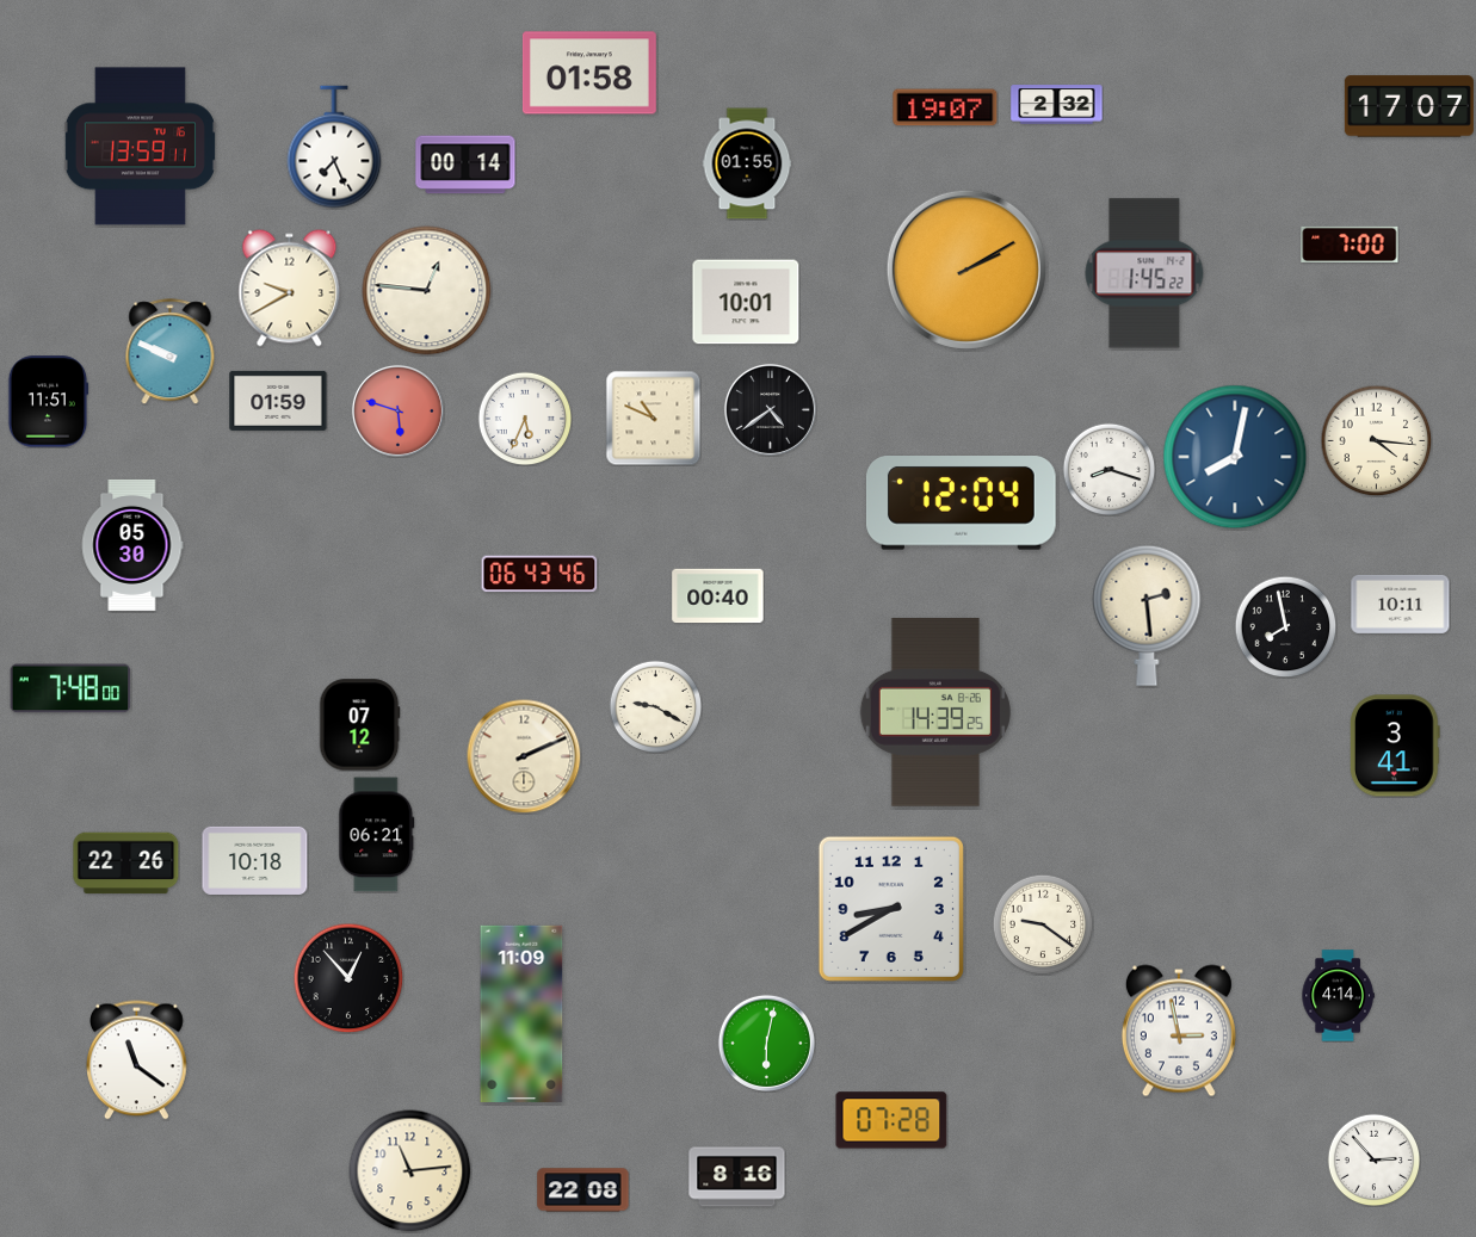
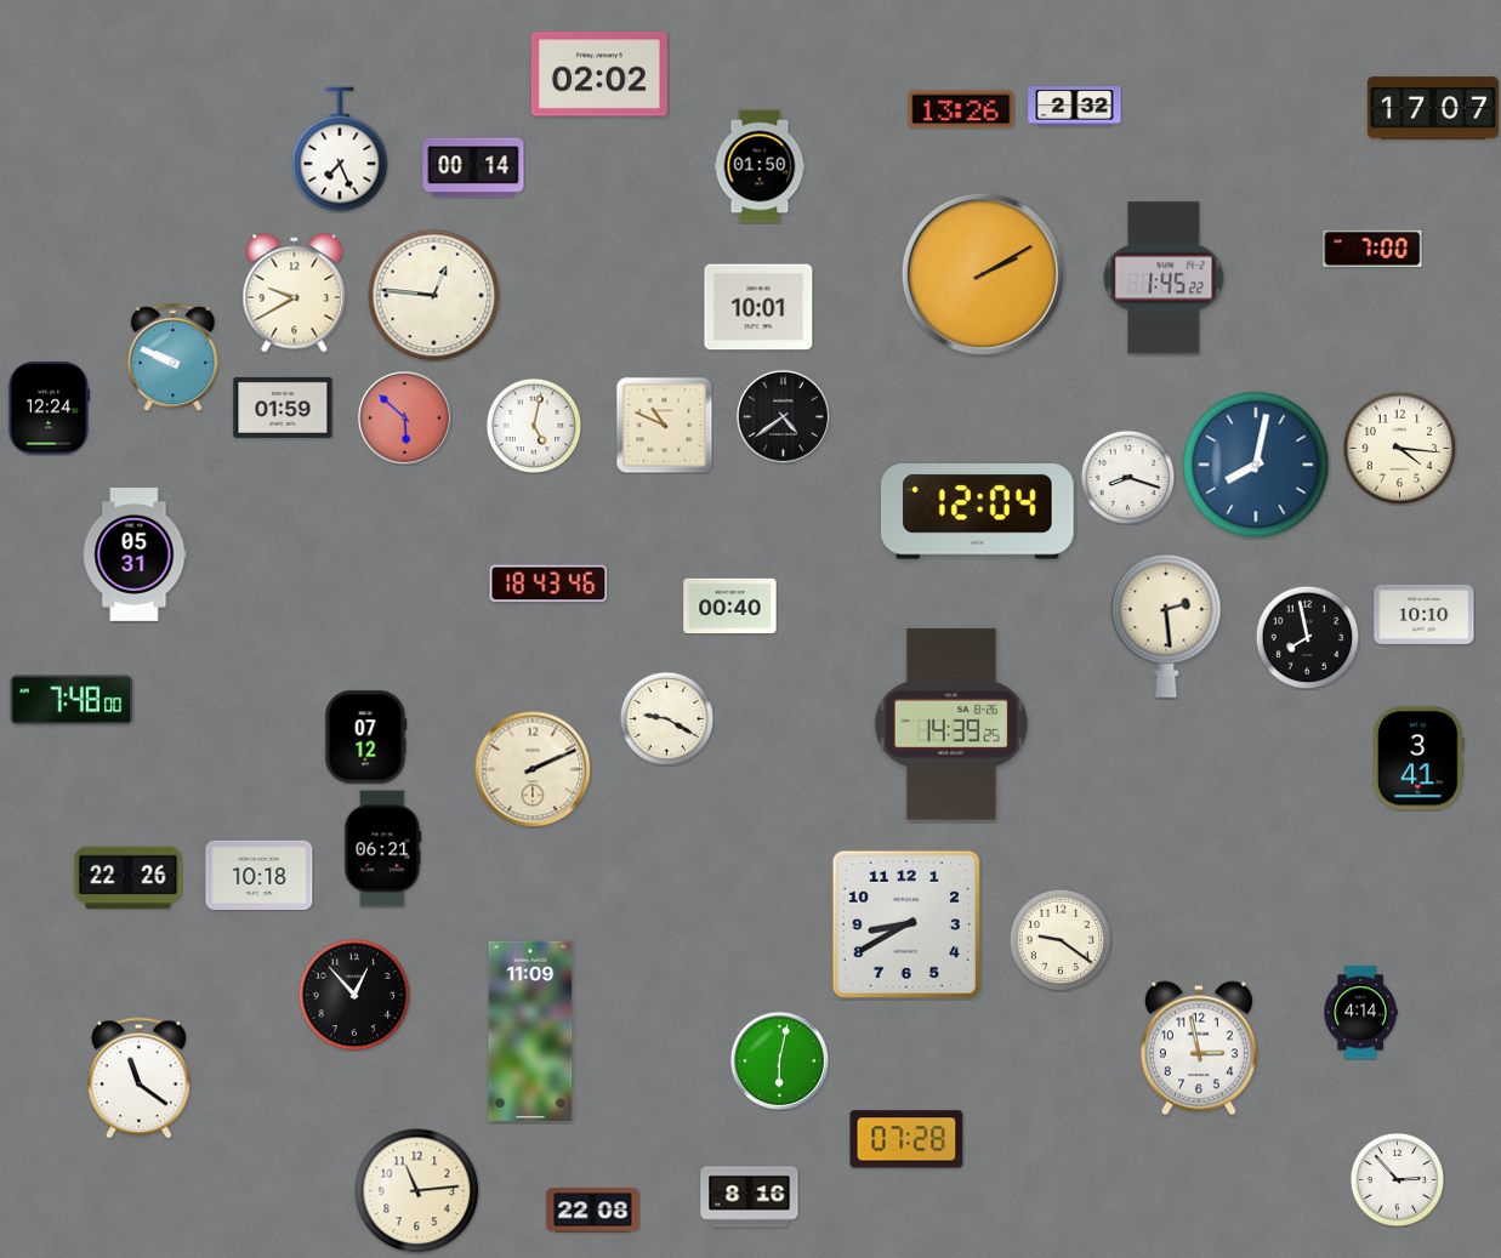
clock at (589, 73): 01:58 -> 02:02
clock at (945, 107): 19:07 -> 13:26
clock at (140, 147): 13:59 -> none
clock at (747, 163): 01:55 -> 01:50
clock at (48, 402): 11:51 -> 12:24
clock at (397, 410): 5:48 -> 5:52
clock at (525, 419): 5:34 -> 5:02
clock at (132, 545): 05:30 -> 05:31
clock at (539, 574): 06:43 -> 18:43
clock at (1401, 604): 10:11 -> 10:10
